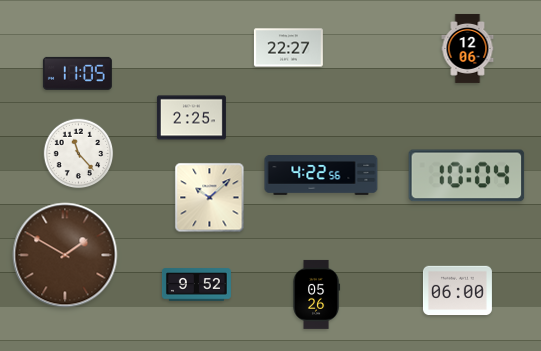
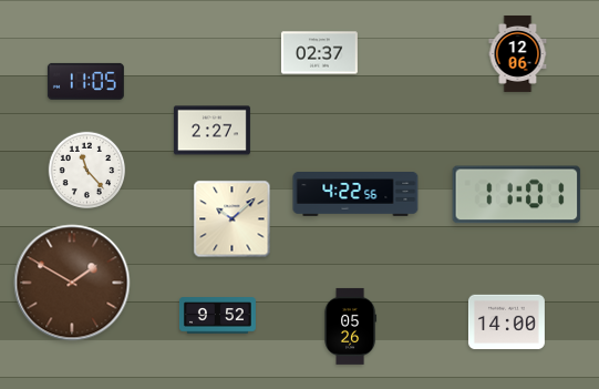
clock at (288, 48): 22:27 -> 02:37
clock at (191, 118): 2:25 -> 2:27
clock at (467, 176): 10:04 -> 11:01
clock at (457, 291): 06:00 -> 14:00
